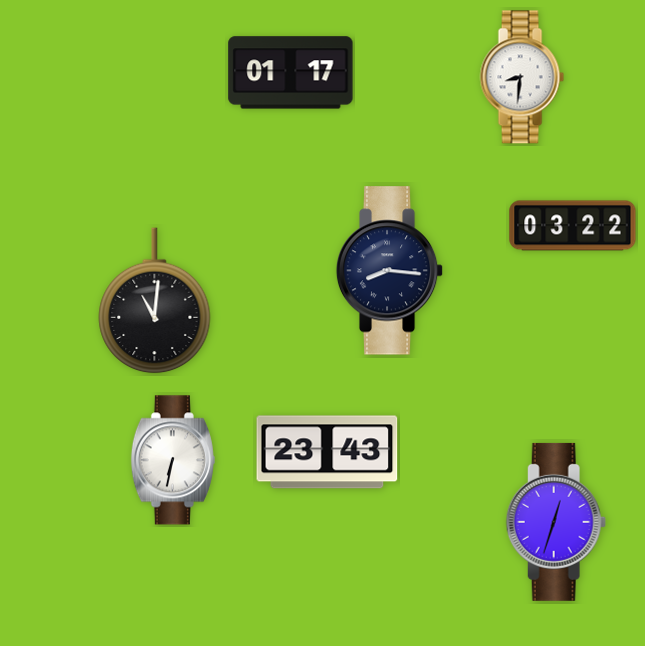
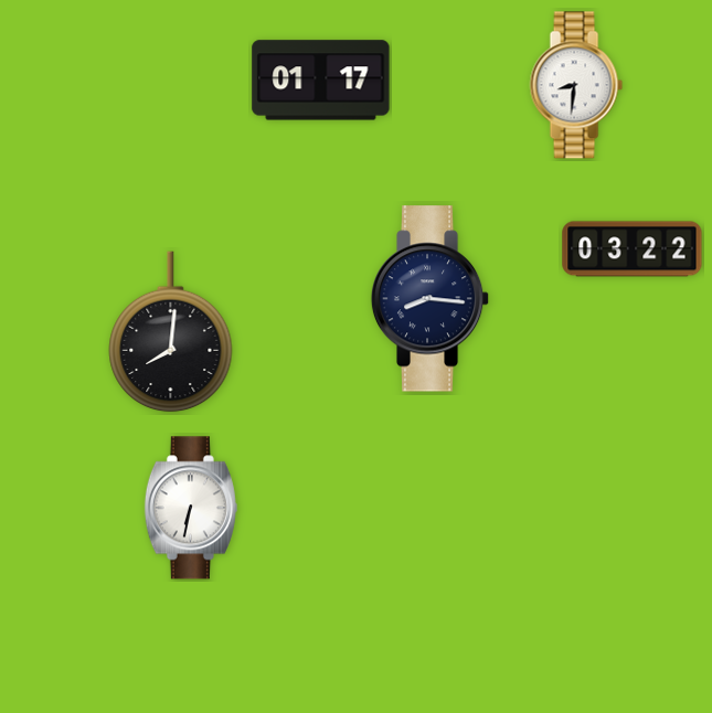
clock at (155, 301): 11:01 -> 8:01
clock at (327, 452): 23:43 -> none
clock at (556, 522): 12:33 -> none
